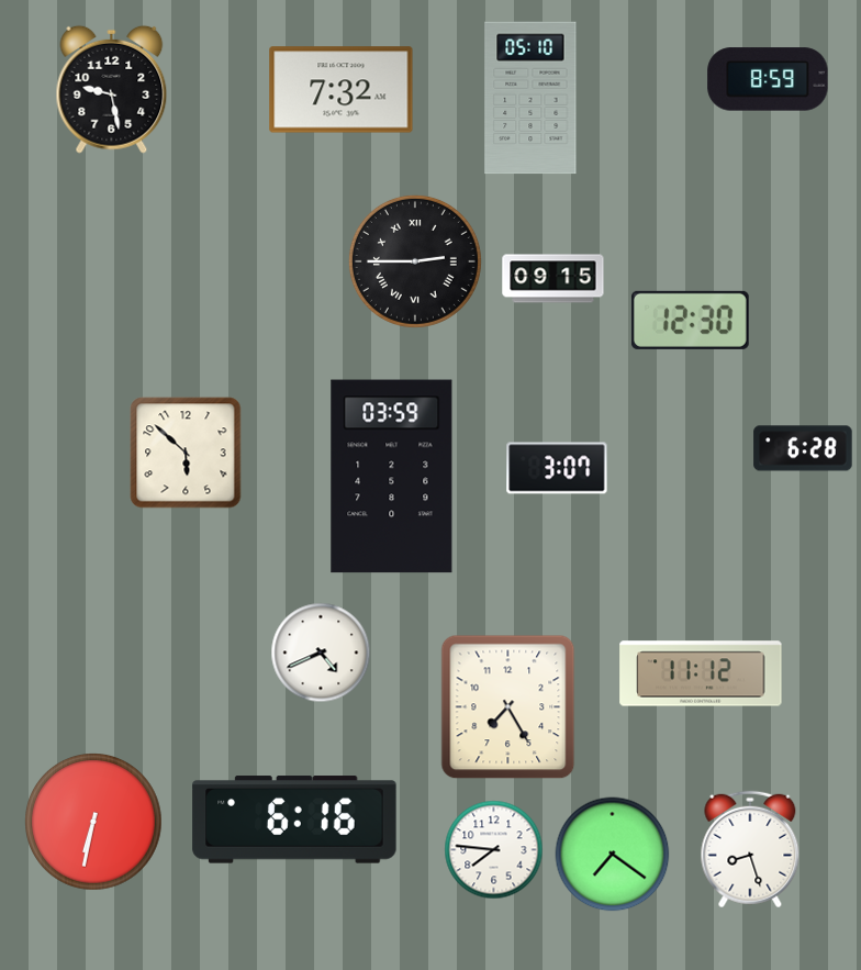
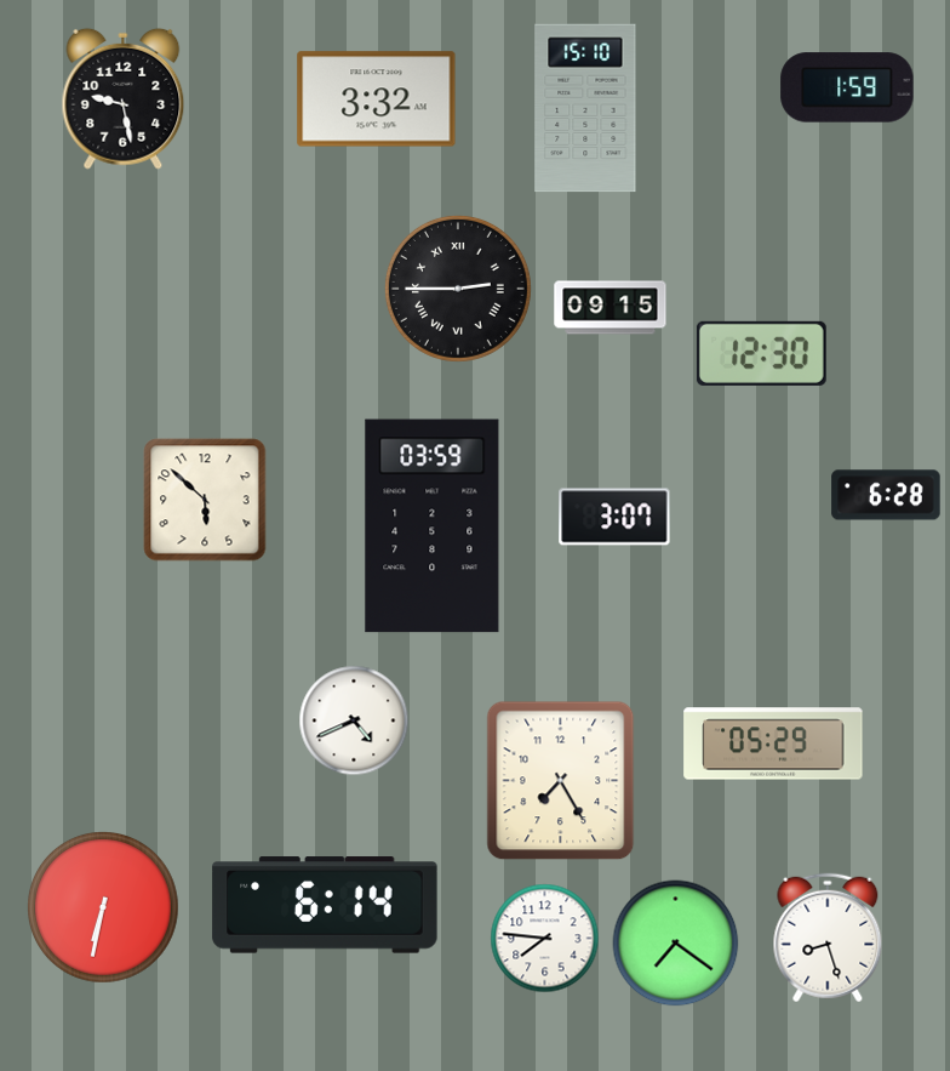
clock at (768, 79): 8:59 -> 1:59
clock at (342, 90): 7:32 -> 3:32
clock at (530, 98): 05:10 -> 15:10
clock at (701, 673): 11:12 -> 05:29
clock at (294, 820): 6:16 -> 6:14
